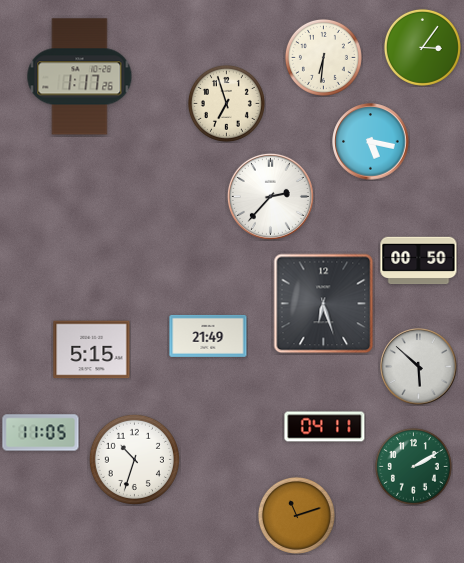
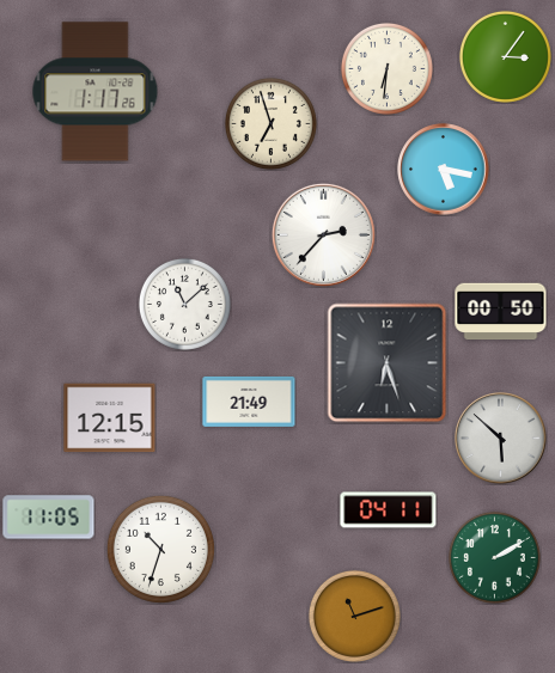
clock at (184, 304): none -> 11:08
clock at (92, 350): 5:15 -> 12:15
